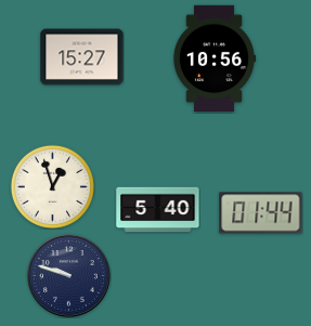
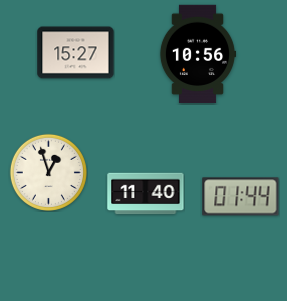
clock at (158, 210): 5:40 -> 11:40
clock at (69, 276): 9:48 -> none
